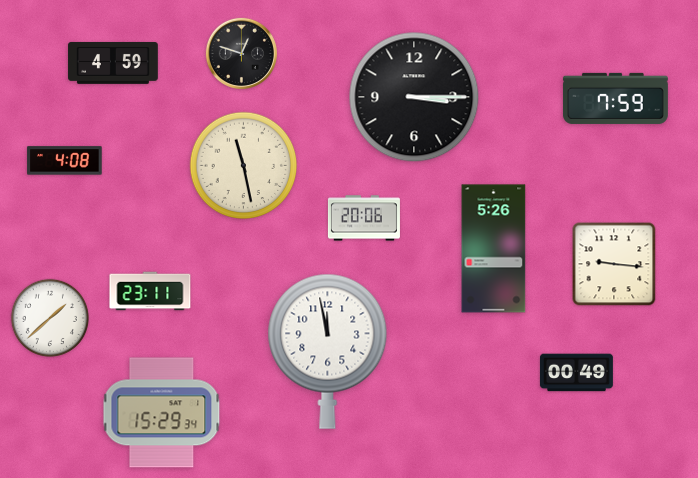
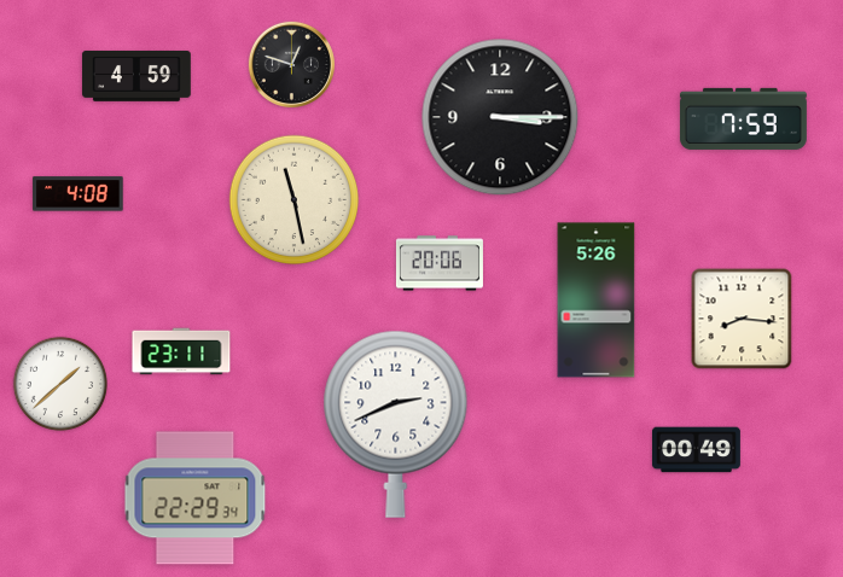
clock at (614, 264): 9:16 -> 8:16
clock at (328, 351): 11:58 -> 2:41
clock at (162, 413): 15:29 -> 22:29
